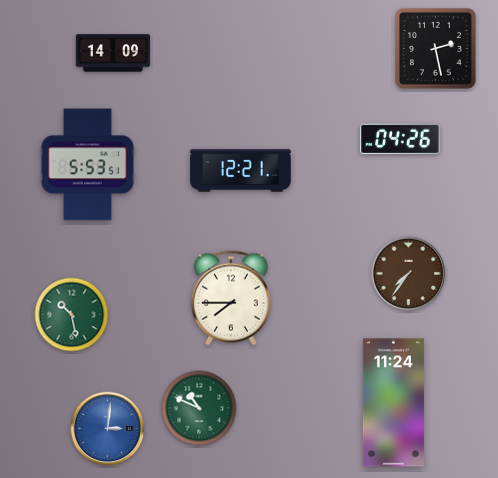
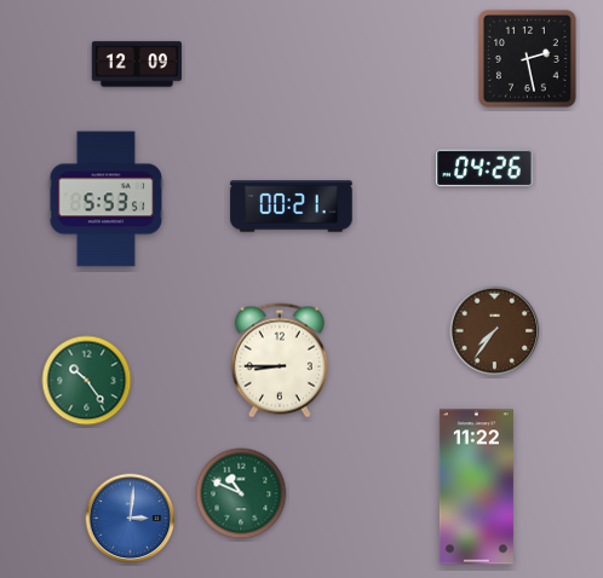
clock at (113, 53): 14:09 -> 12:09
clock at (241, 171): 12:21 -> 00:21
clock at (231, 298): 7:45 -> 8:45
clock at (72, 315): 10:28 -> 10:24
clock at (393, 403): 11:24 -> 11:22
